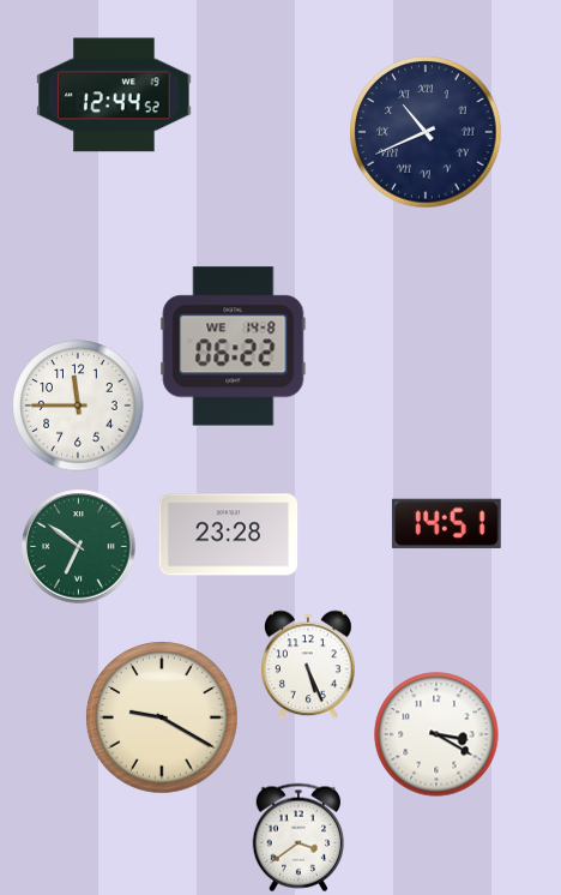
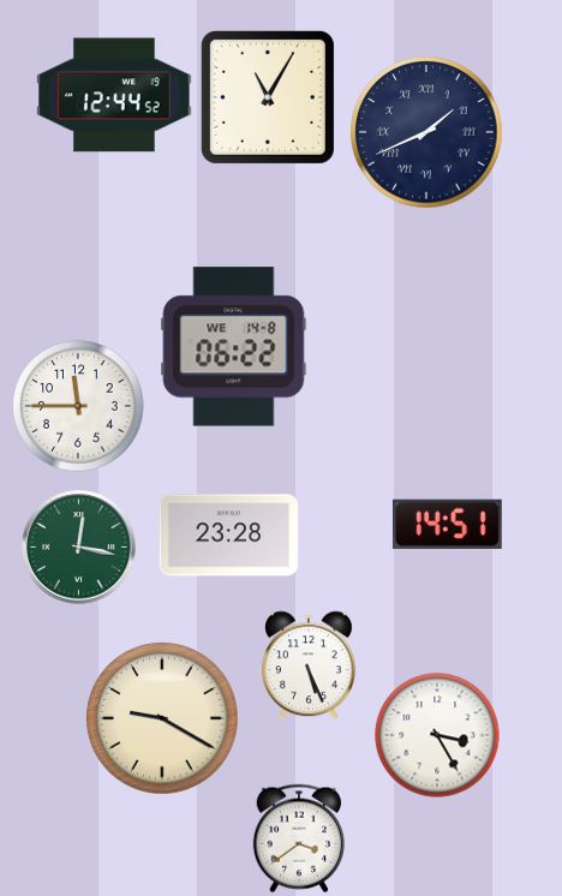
clock at (268, 97): none -> 11:05
clock at (426, 132): 10:41 -> 1:41
clock at (79, 547): 6:51 -> 12:17
clock at (436, 734): 3:20 -> 3:25
